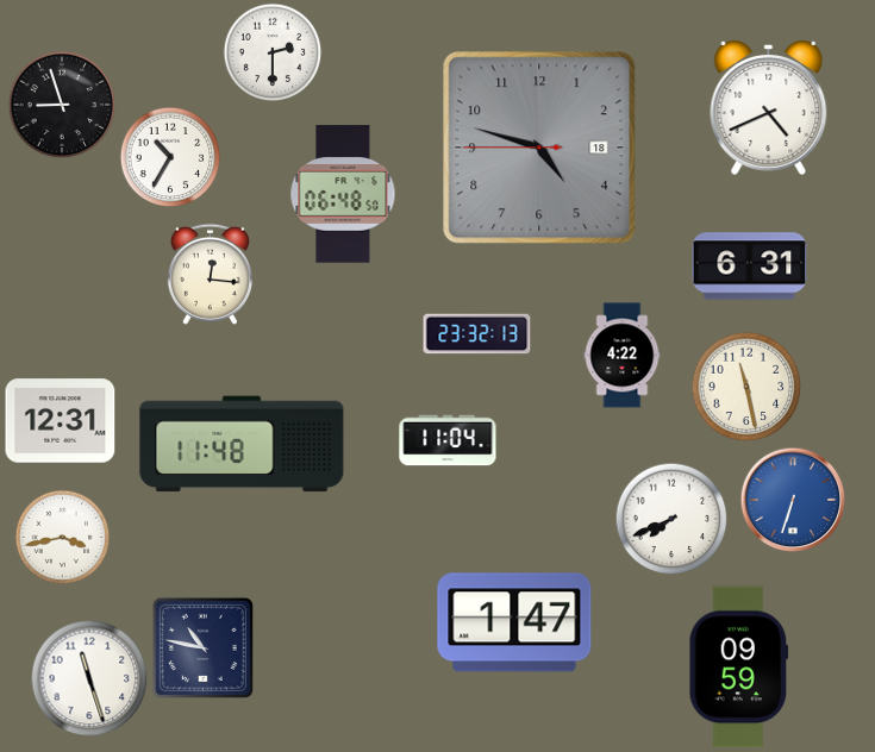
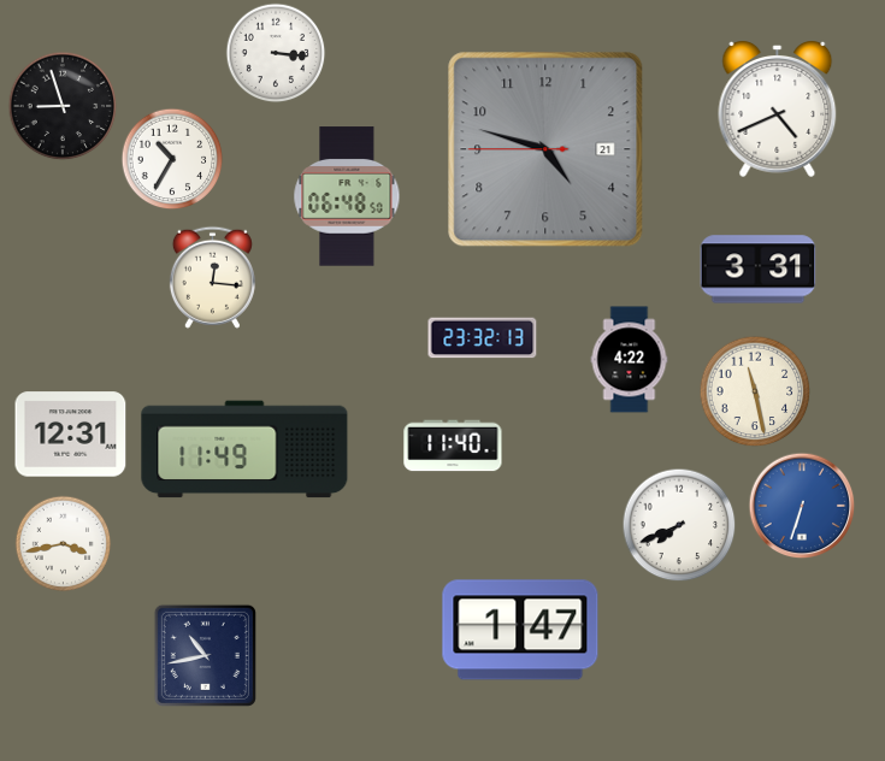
clock at (273, 52): 2:30 -> 3:16
clock at (539, 148) date: 18 -> 21
clock at (750, 267): 6:31 -> 3:31
clock at (61, 421) position: (61, 421) -> (71, 435)
clock at (448, 440): 11:04 -> 11:40
clock at (242, 444): 11:48 -> 11:49
clock at (202, 647): 10:47 -> 10:43
clock at (739, 668): 09:59 -> none
clock at (89, 678): 11:27 -> none
